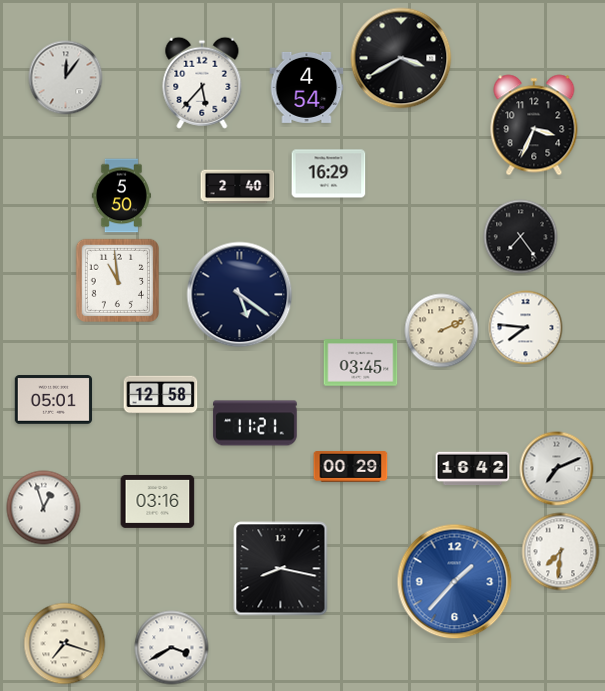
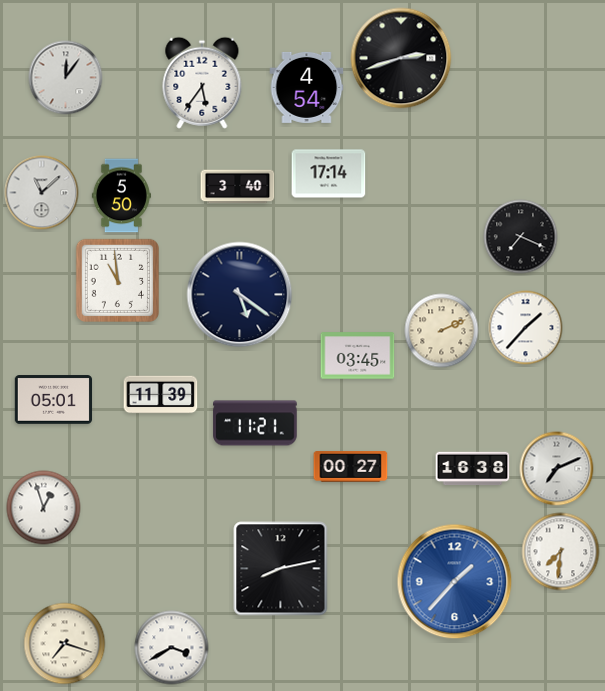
clock at (401, 58): 3:40 -> 2:42
clock at (202, 83): 5:37 -> 5:36
clock at (534, 125): 3:34 -> none
clock at (329, 174): 16:29 -> 17:14
clock at (238, 187): 2:40 -> 3:40
clock at (42, 193): none -> 11:08
clock at (521, 237): 7:24 -> 7:19
clock at (526, 328): 7:46 -> 1:37
clock at (361, 363) position: (361, 363) -> (358, 356)
clock at (161, 395): 12:58 -> 11:39
clock at (351, 467): 00:29 -> 00:27
clock at (473, 469): 16:42 -> 16:38
clock at (158, 501): 03:16 -> none
clock at (281, 569): 8:17 -> 8:13
